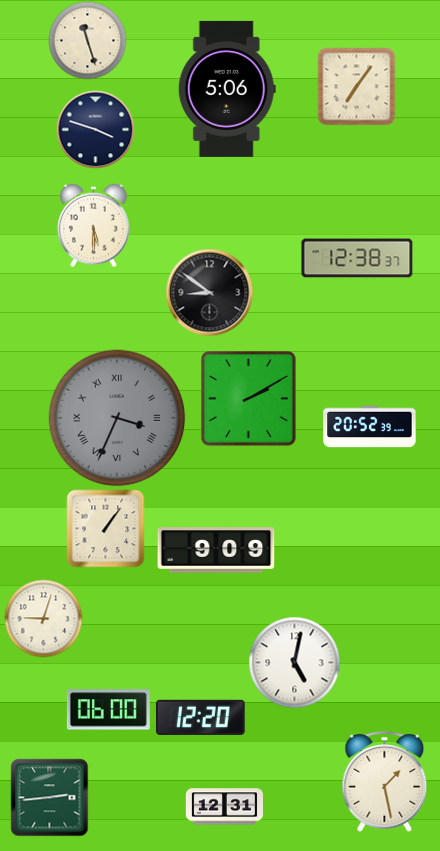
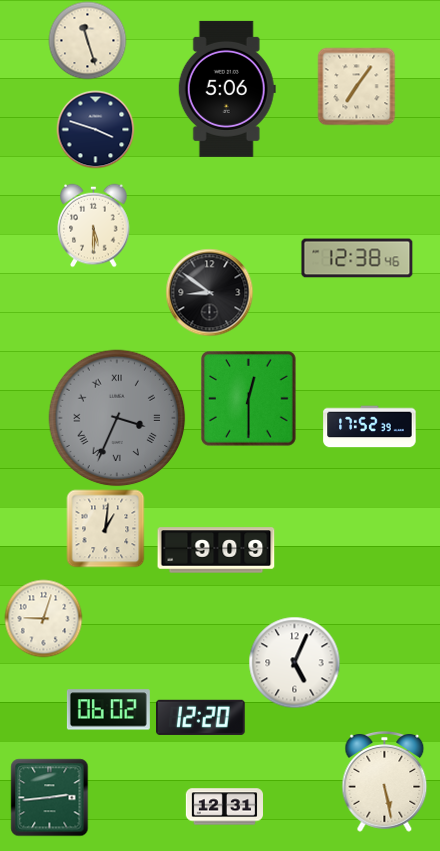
clock at (357, 258): 12:38:37 -> 12:38:46
clock at (249, 399): 2:10 -> 12:30
clock at (370, 427): 20:52 -> 17:52
clock at (105, 528): 1:06 -> 1:01
clock at (294, 662): 5:02 -> 5:04
clock at (108, 710): 06:00 -> 06:02
clock at (385, 782): 1:28 -> 5:28
